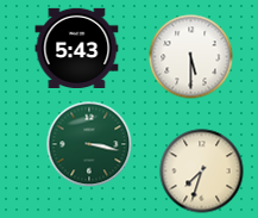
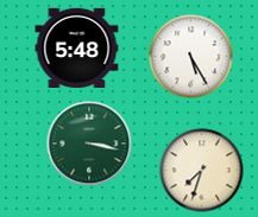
clock at (77, 48): 5:43 -> 5:48
clock at (191, 57): 5:30 -> 5:25
